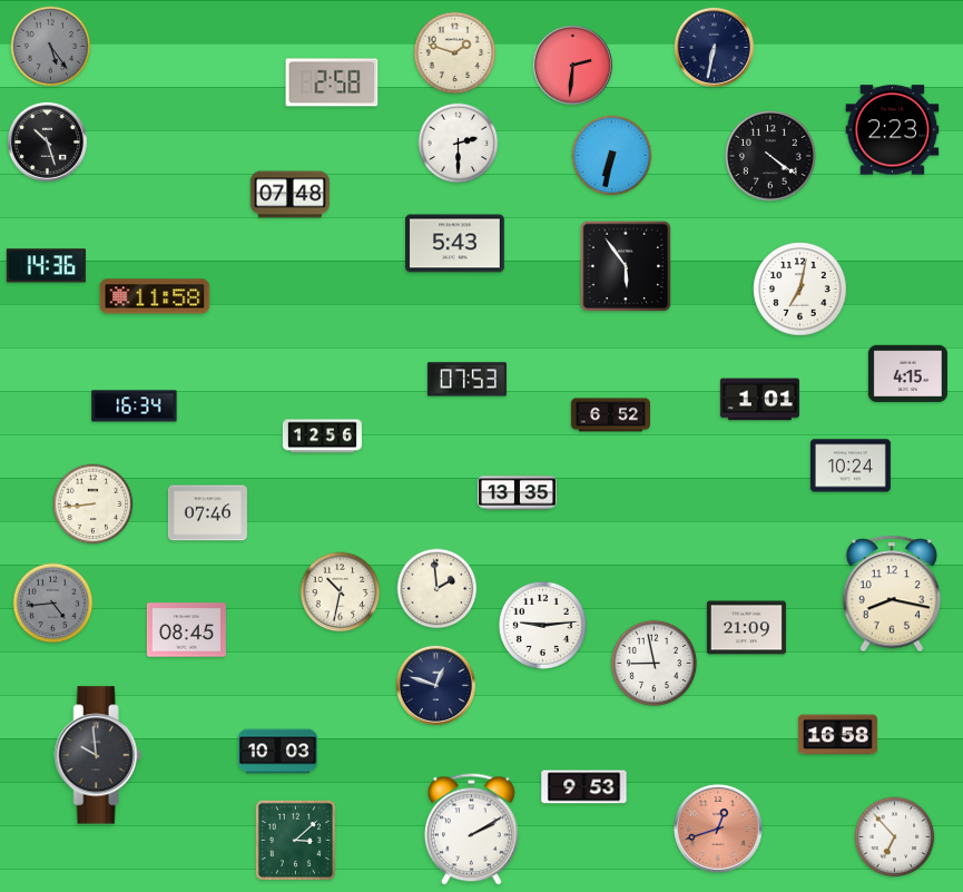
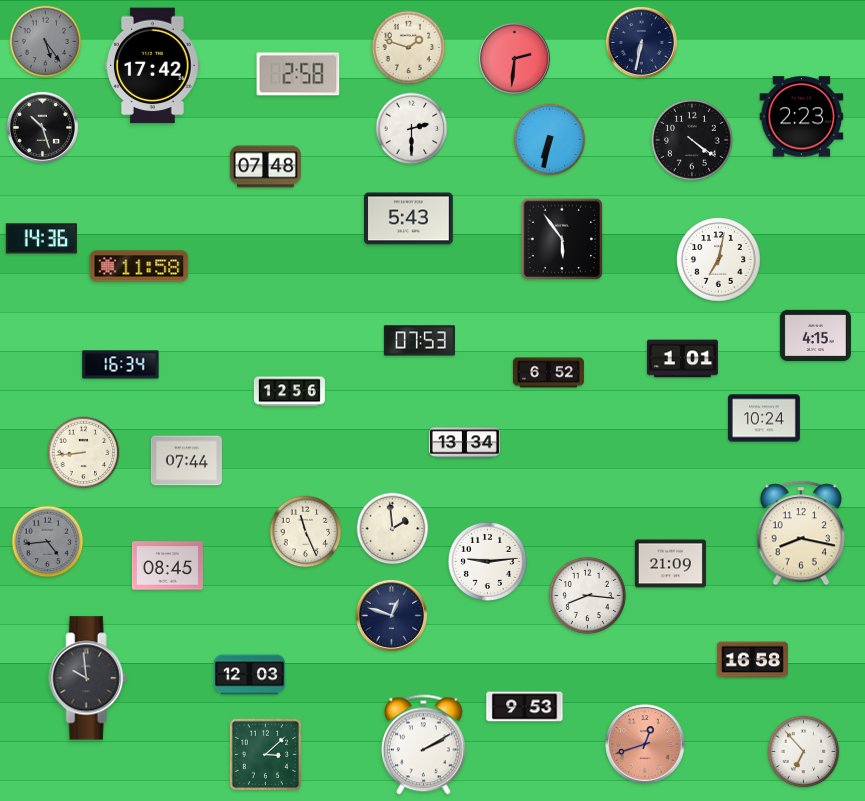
clock at (153, 66): none -> 17:42
clock at (289, 195) position: (289, 195) -> (265, 167)
clock at (517, 493): 13:35 -> 13:34
clock at (207, 513): 07:46 -> 07:44
clock at (341, 592): 10:32 -> 11:26
clock at (654, 663): 8:58 -> 8:16
clock at (277, 752): 10:03 -> 12:03
